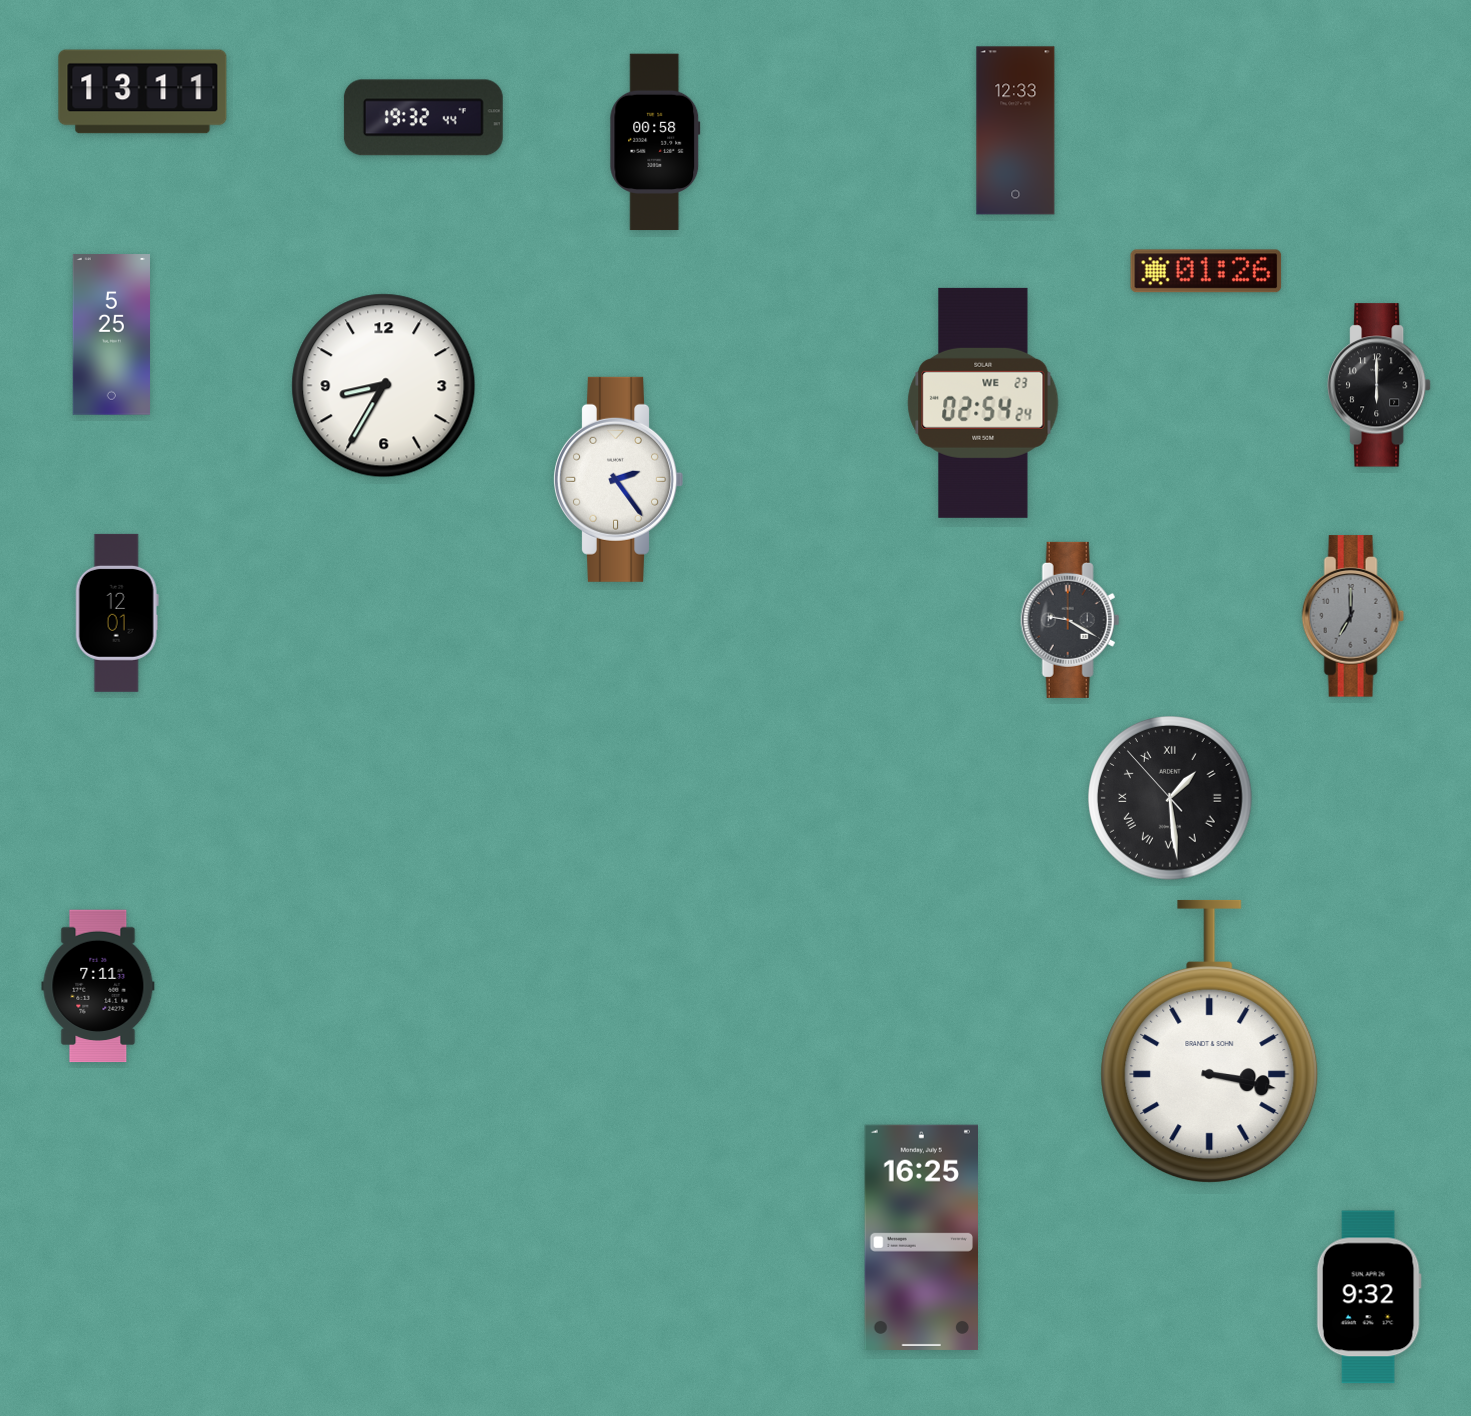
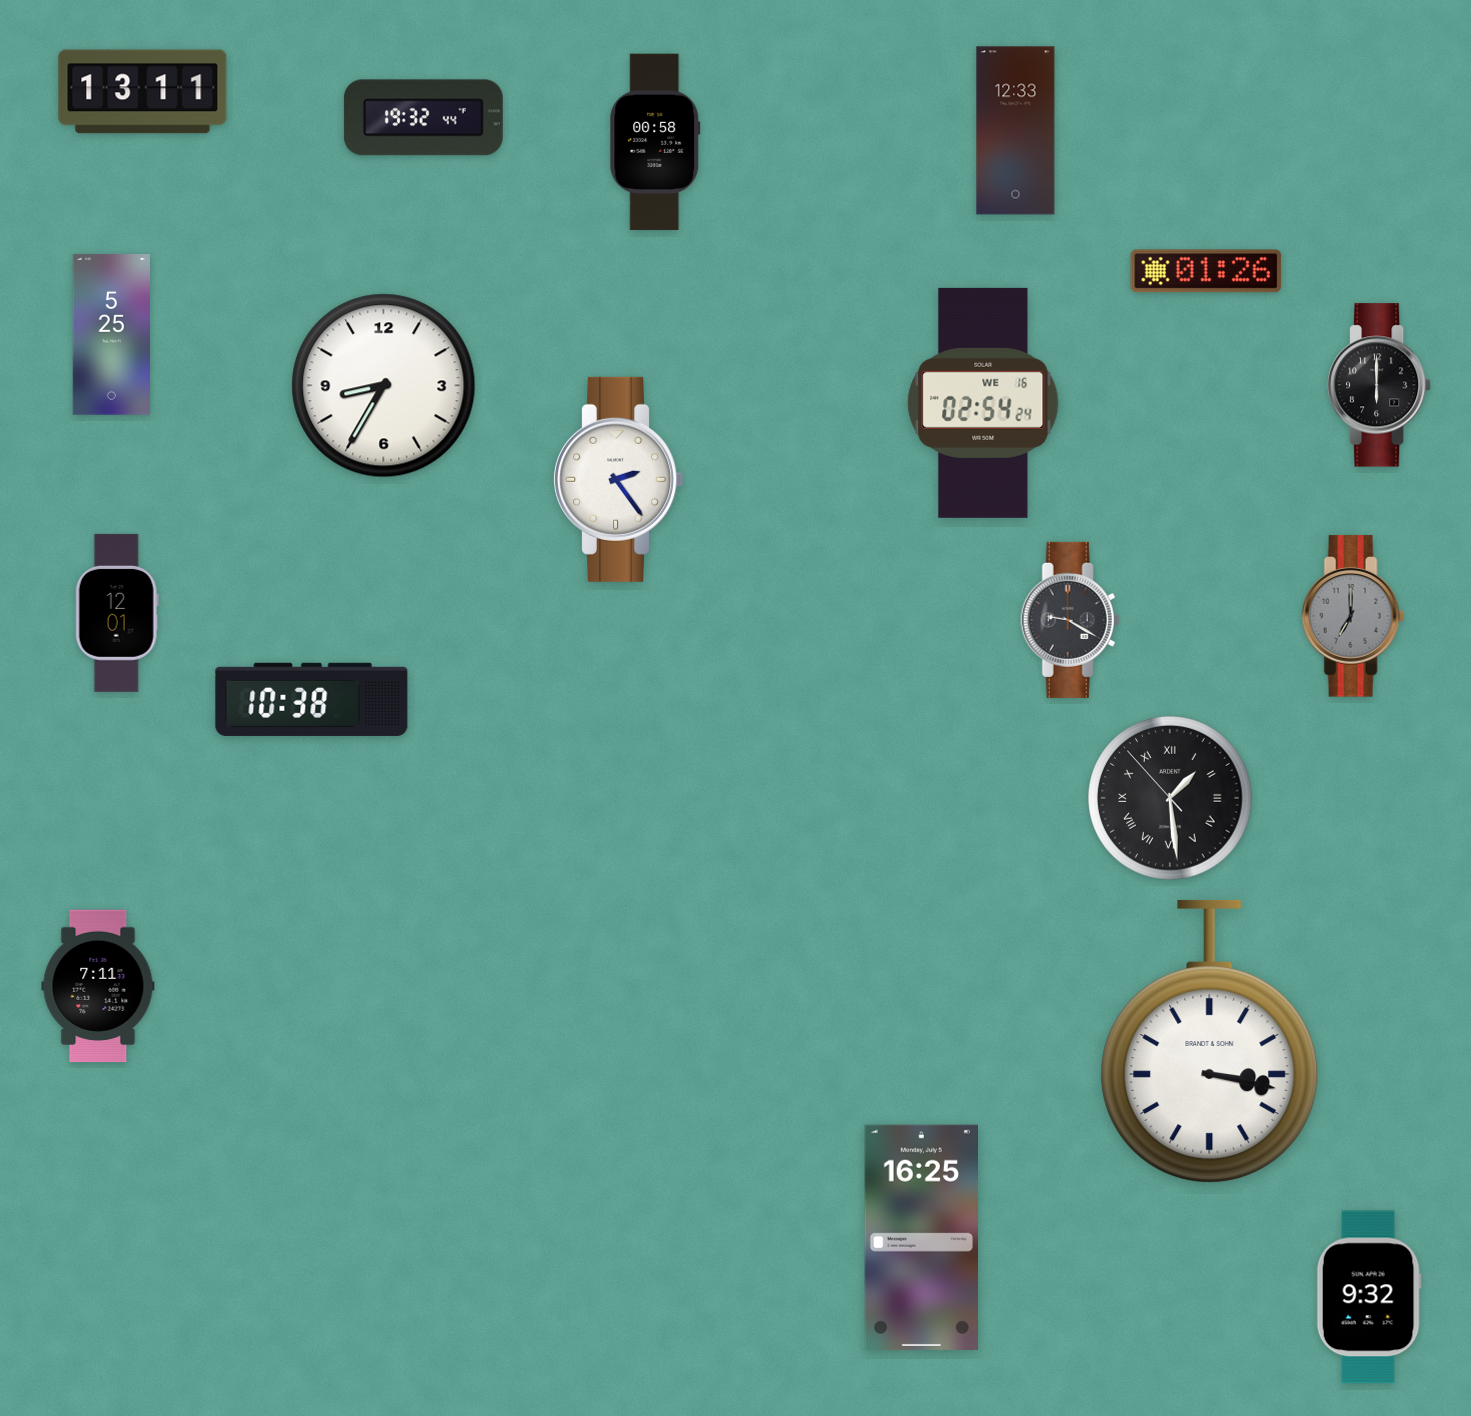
clock at (983, 403) date: WE 23 -> WE 16
clock at (312, 699): none -> 10:38
